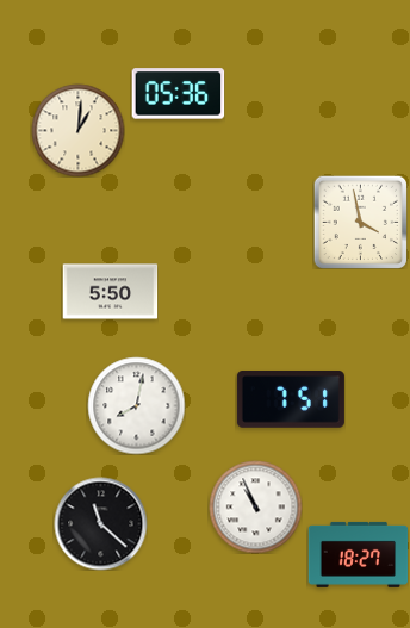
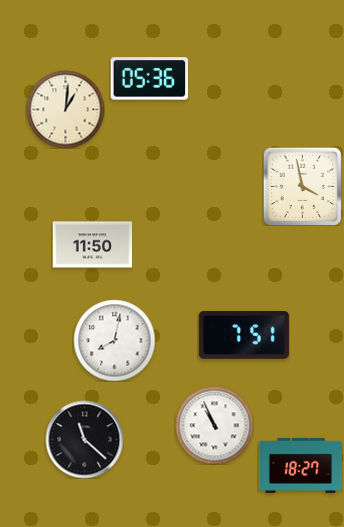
clock at (110, 292): 5:50 -> 11:50
